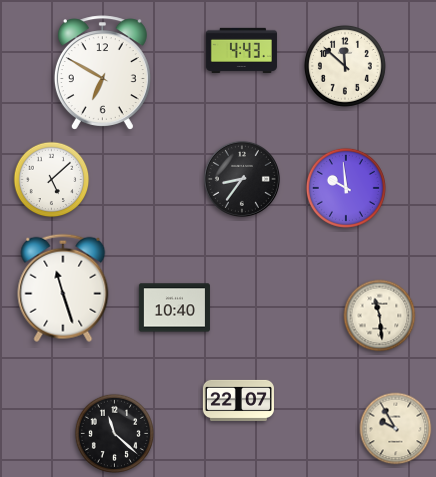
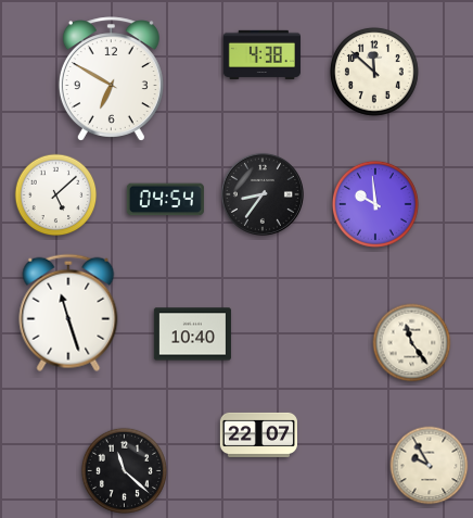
clock at (241, 50): 4:43 -> 4:38
clock at (165, 200): none -> 04:54
clock at (174, 308) position: (174, 308) -> (192, 334)
clock at (380, 316): 11:29 -> 11:24
